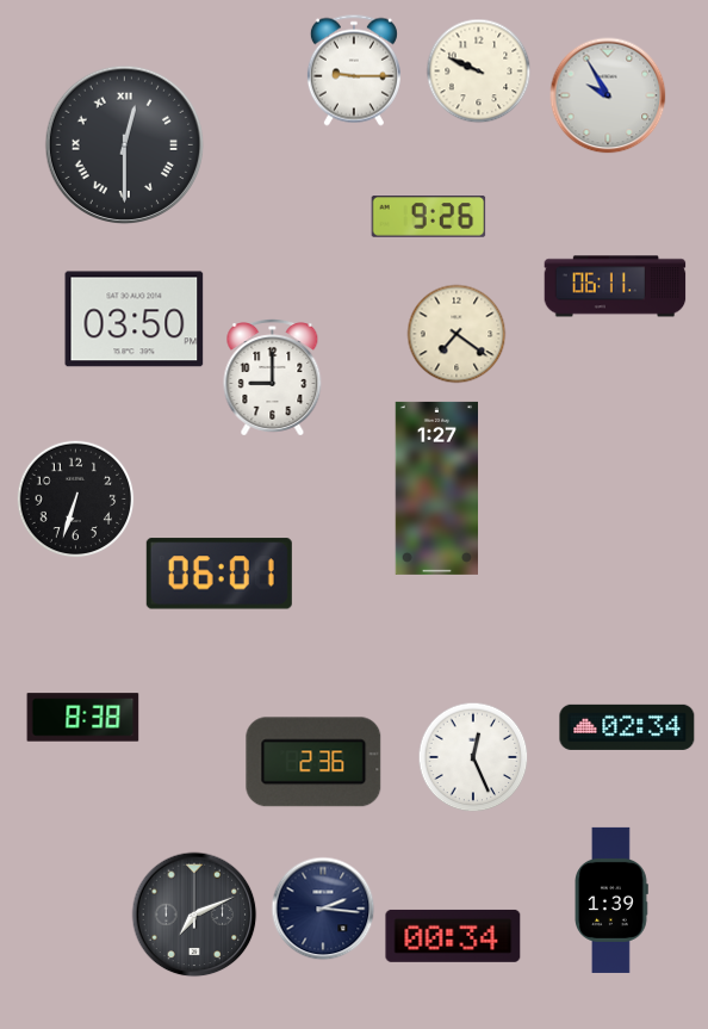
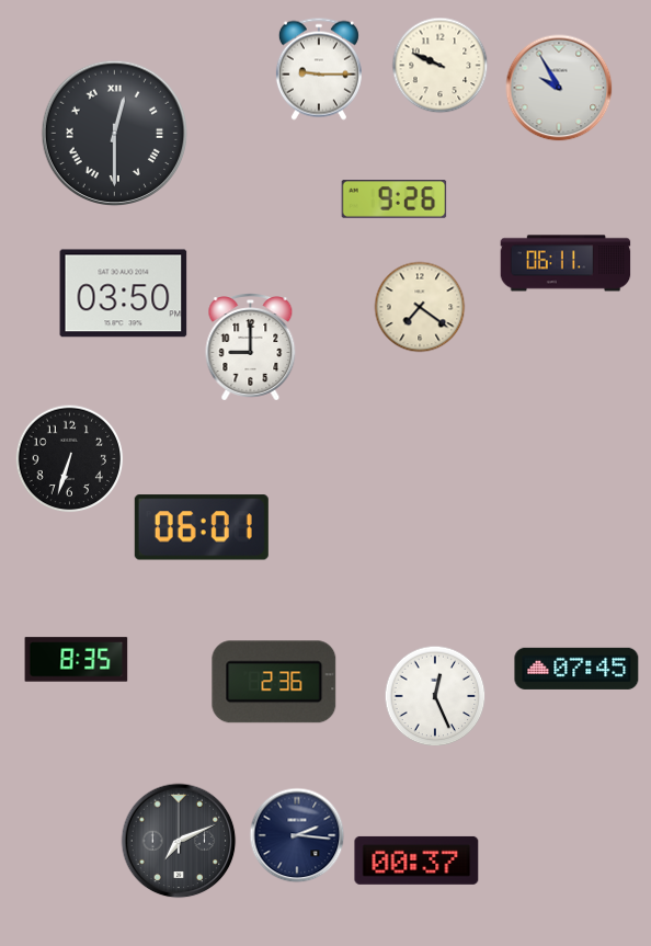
clock at (354, 70) position: (354, 70) -> (319, 69)
clock at (437, 488): 1:27 -> none
clock at (83, 718): 8:38 -> 8:35
clock at (627, 727): 02:34 -> 07:45
clock at (313, 762) position: (313, 762) -> (274, 682)
clock at (611, 900): 1:39 -> none
clock at (453, 936): 00:34 -> 00:37
